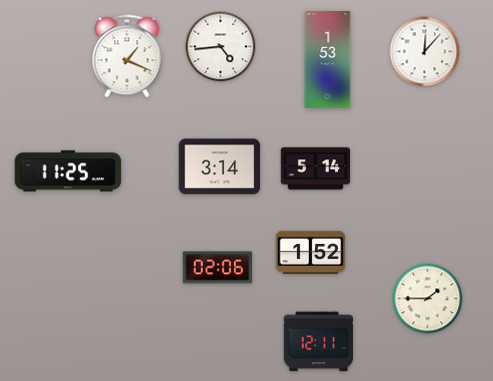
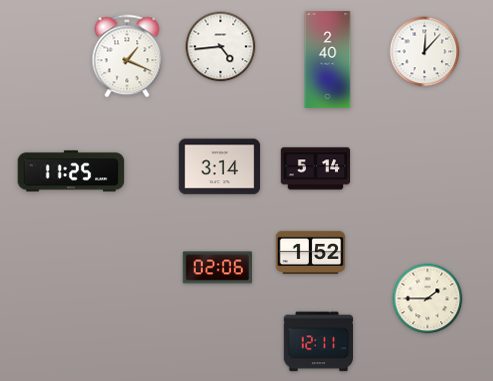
clock at (328, 59): 1:53 -> 2:40
clock at (68, 171) position: (68, 171) -> (71, 171)
